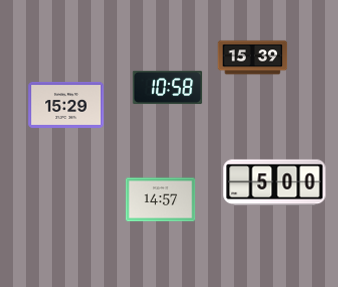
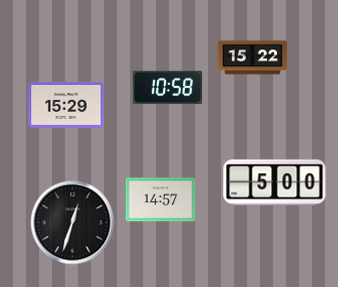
clock at (253, 58): 15:39 -> 15:22
clock at (73, 223): none -> 12:33
